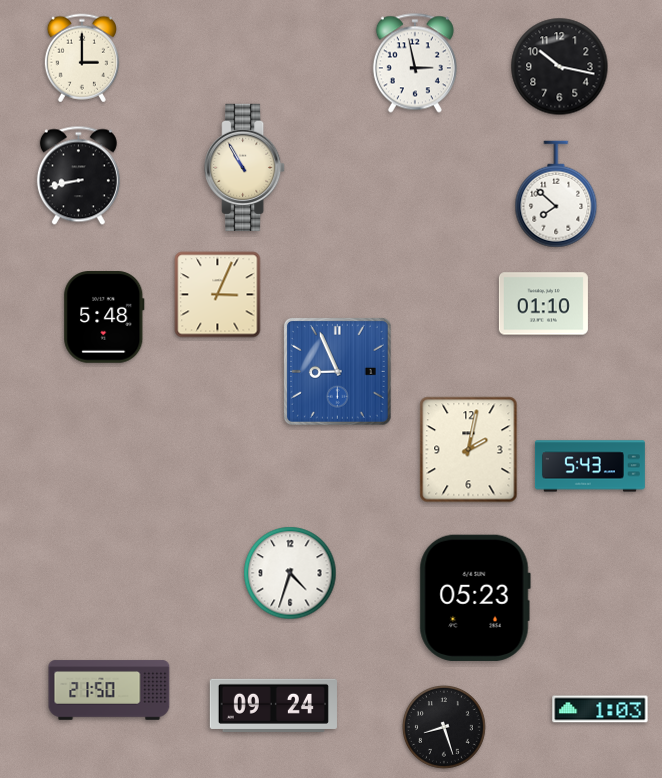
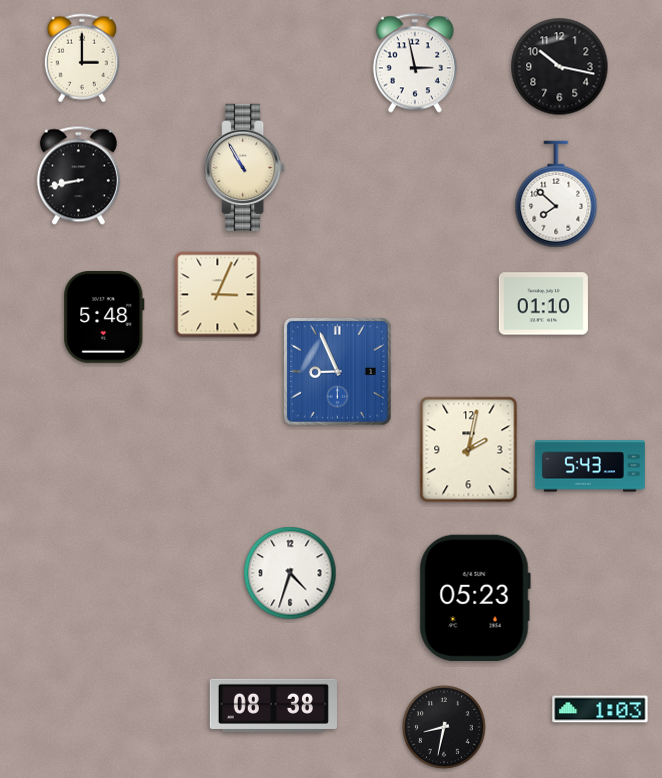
clock at (109, 690): 21:50 -> none
clock at (273, 705): 09:24 -> 08:38
clock at (445, 728): 8:27 -> 8:32
